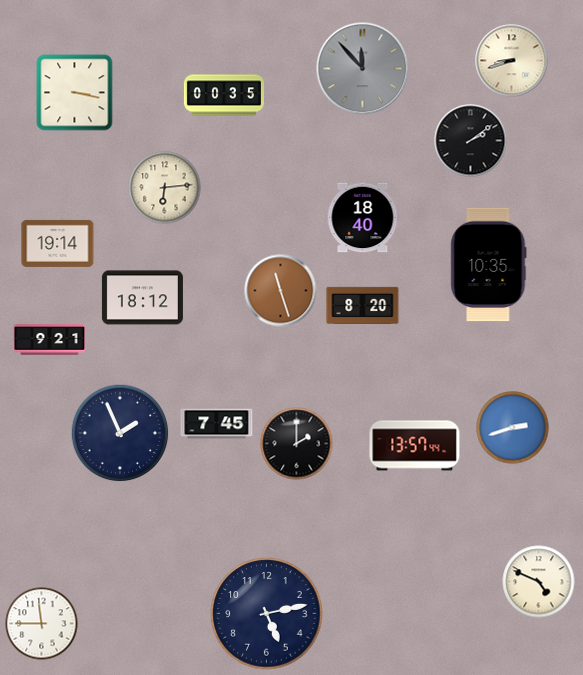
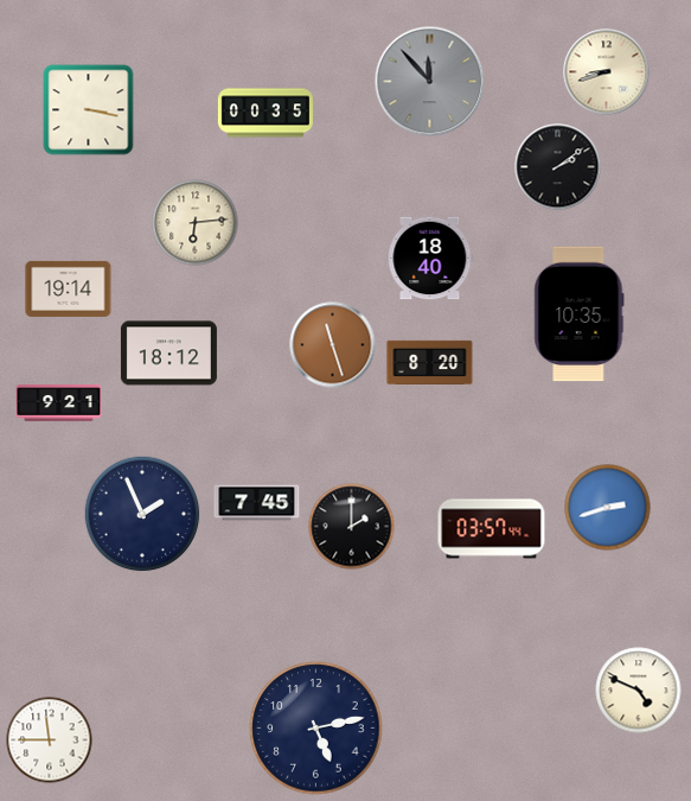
clock at (415, 446): 13:57 -> 03:57
